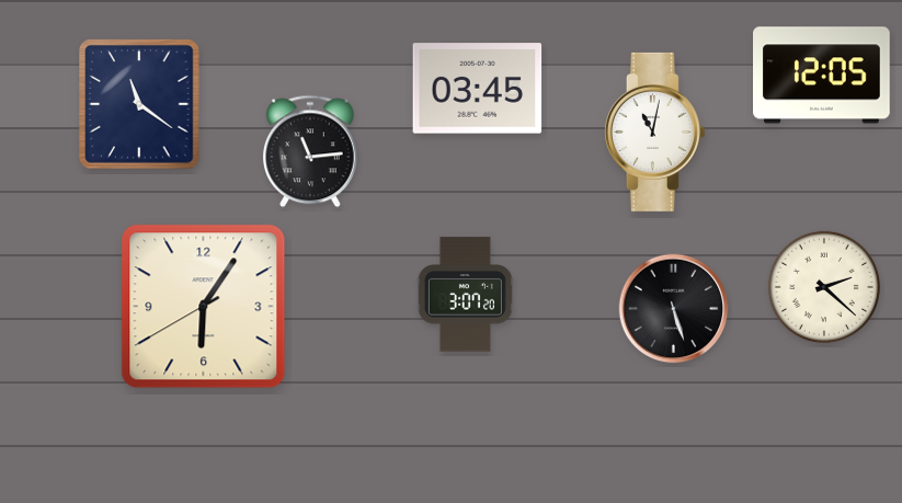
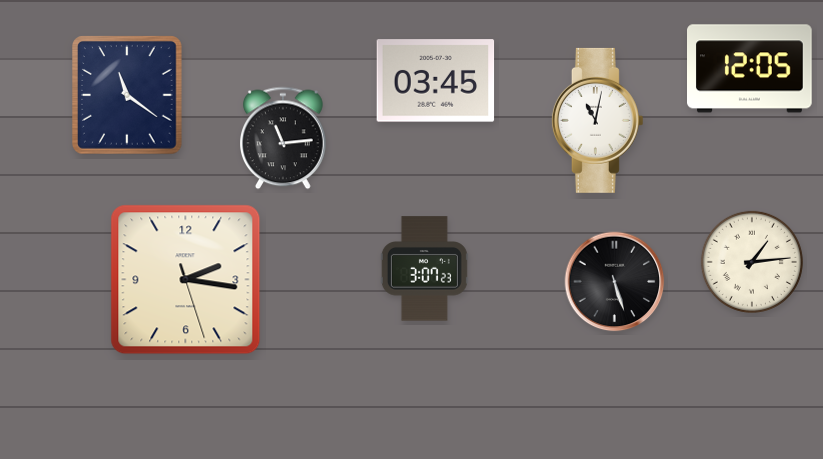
clock at (824, 287): 2:22 -> 1:14
clock at (465, 295): 3:07:20 -> 3:07:23
clock at (204, 307): 6:05 -> 2:16
